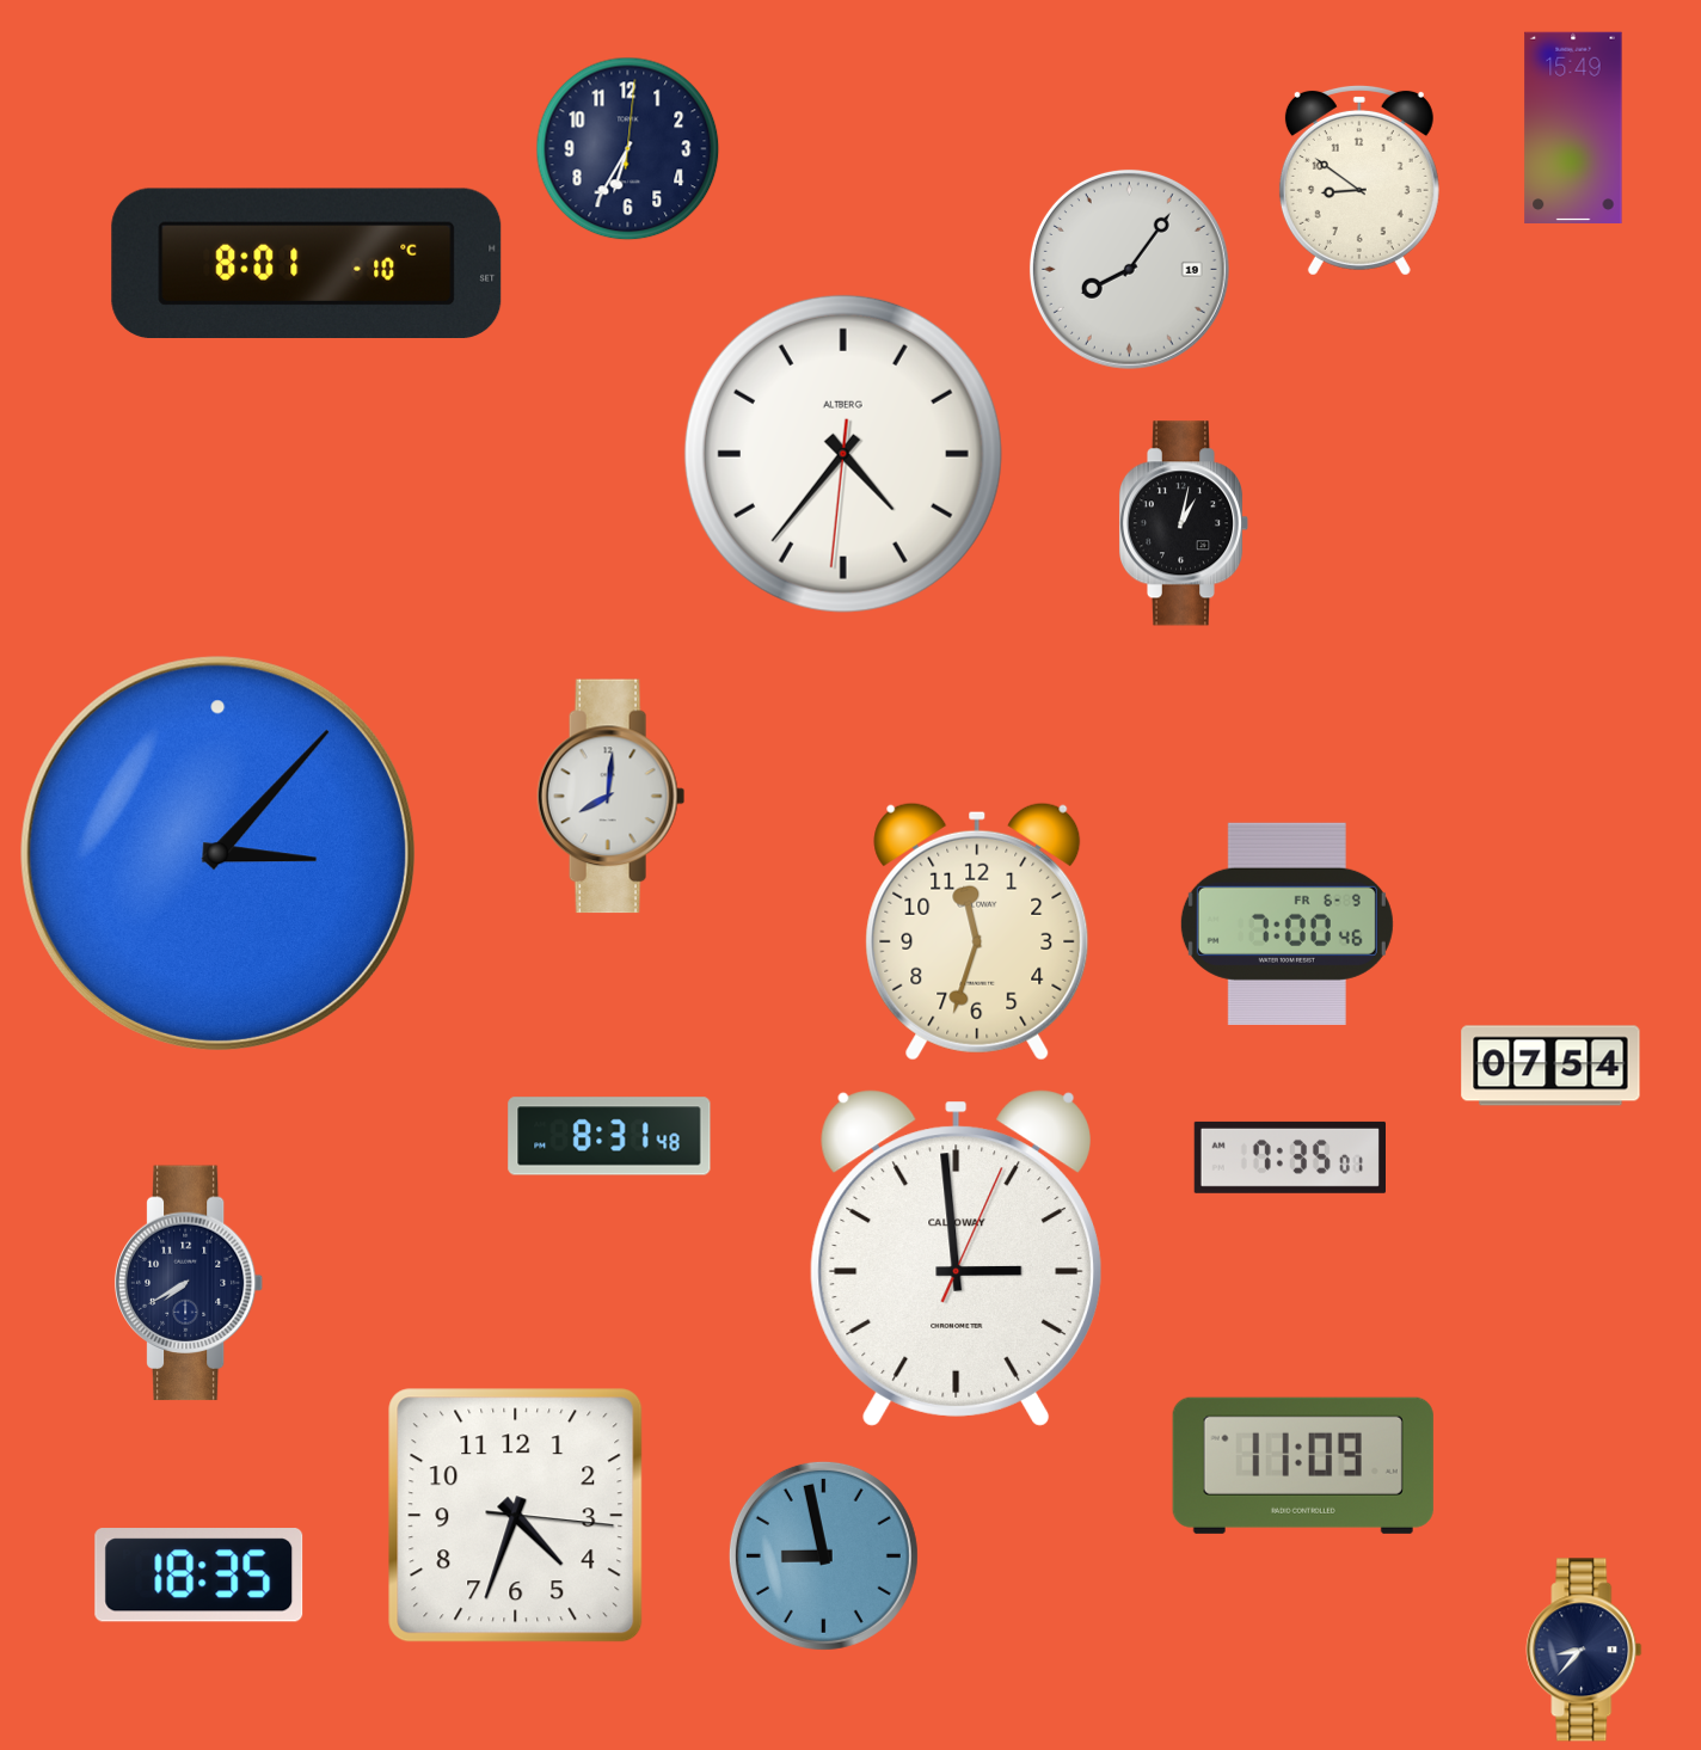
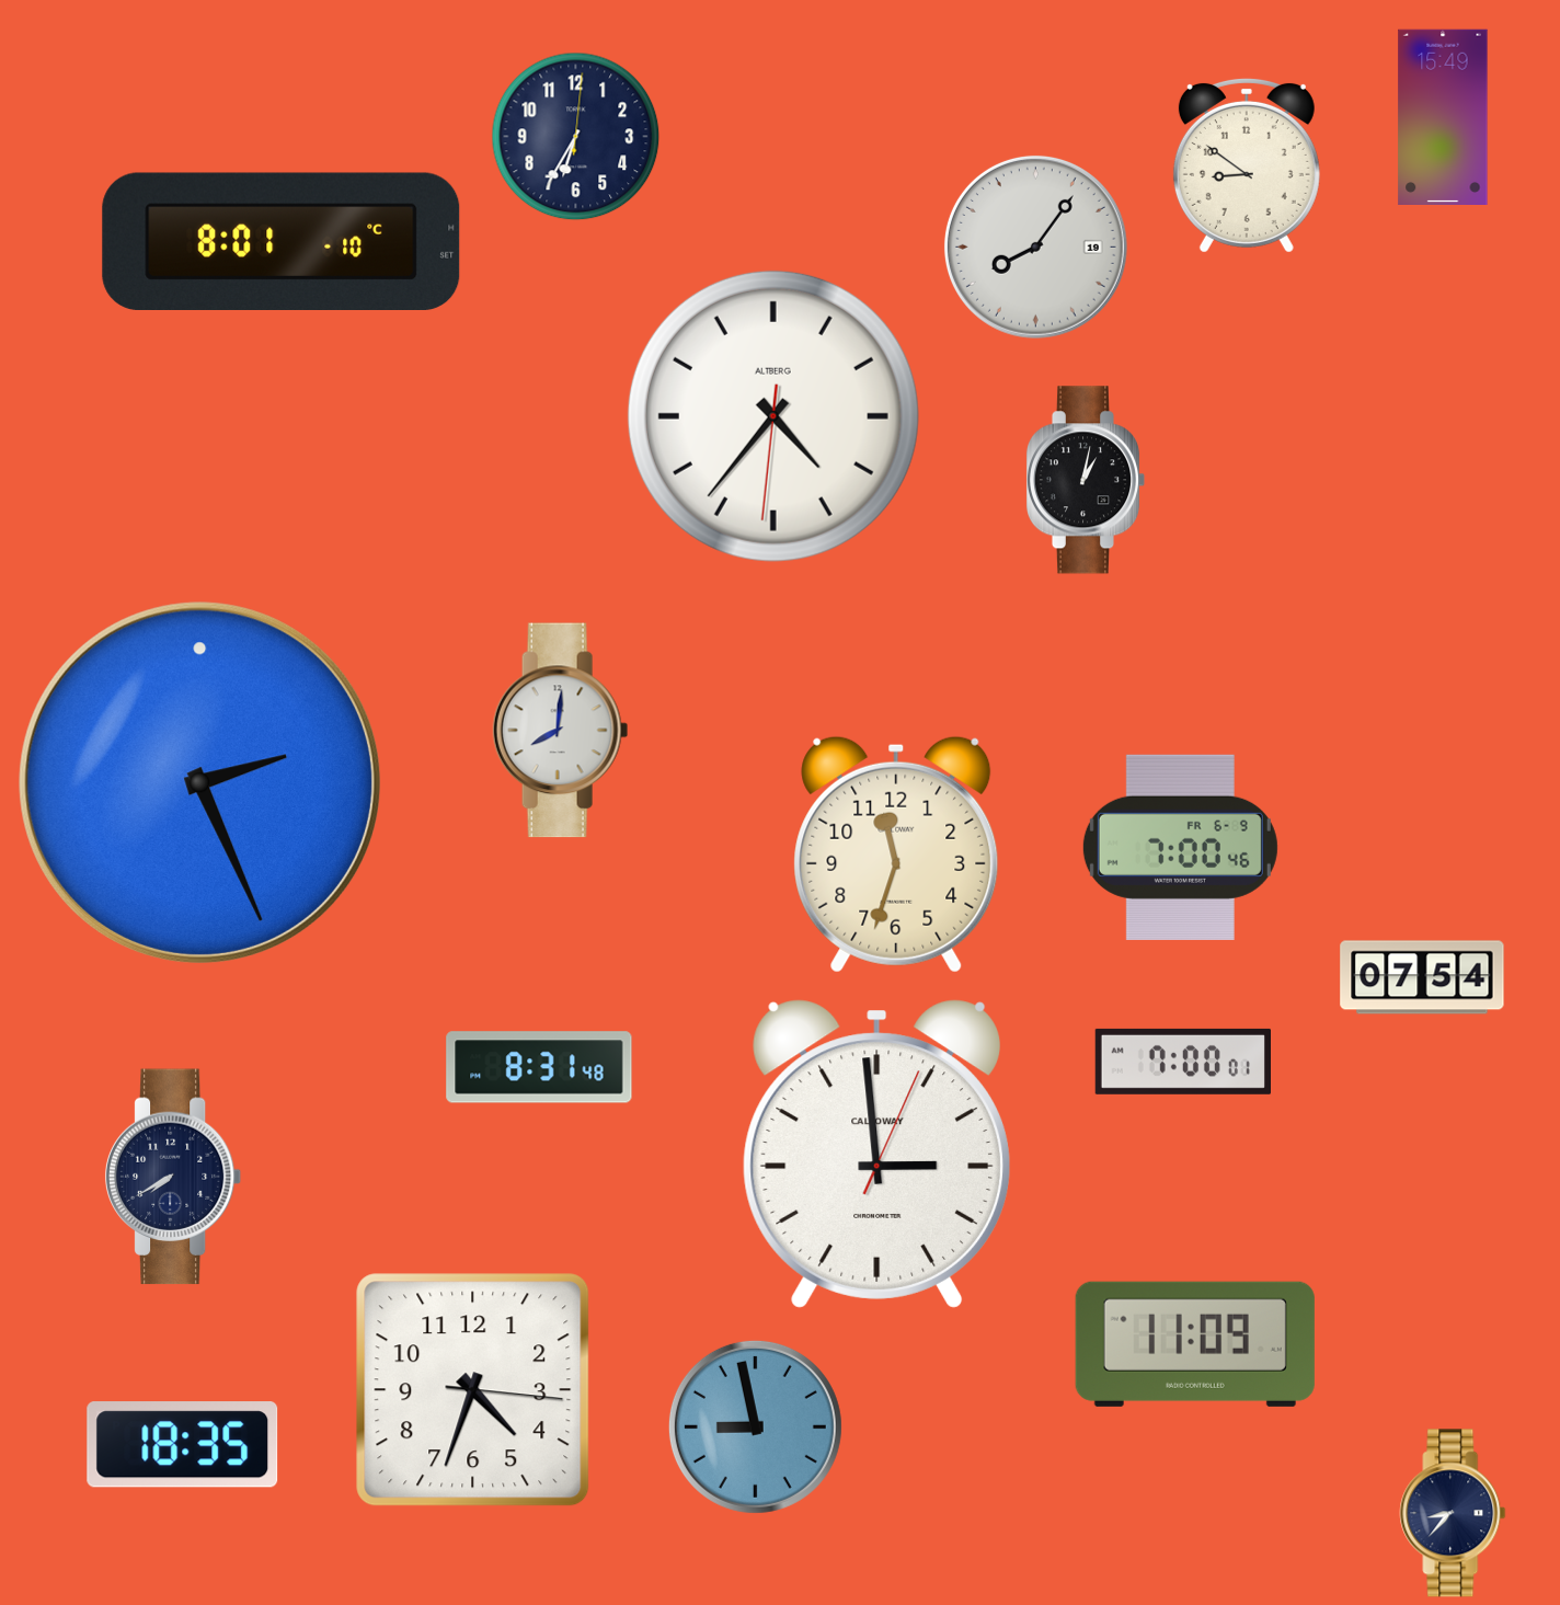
clock at (217, 853): 3:07 -> 2:26
clock at (609, 1136) position: (609, 1136) -> (539, 1067)
clock at (1289, 1158): 7:35 -> 7:00
